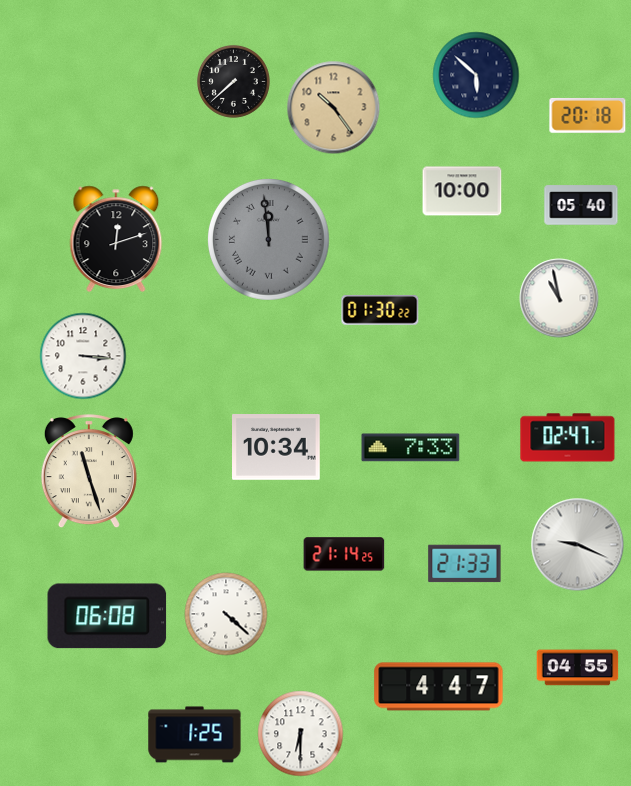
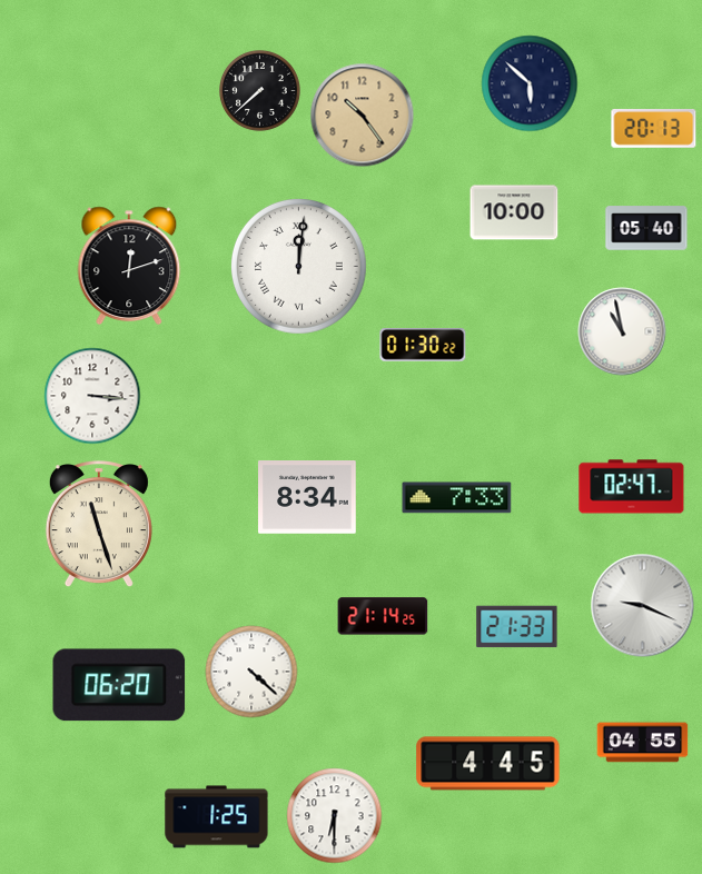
clock at (334, 108) position: (334, 108) -> (363, 116)
clock at (588, 116): 20:18 -> 20:13
clock at (268, 239): 11:59 -> 12:01
clock at (268, 239) dial: grey -> white
clock at (277, 448): 10:34 -> 8:34
clock at (226, 614) position: (226, 614) -> (251, 672)
clock at (107, 616): 06:08 -> 06:20
clock at (439, 687): 4:47 -> 4:45
